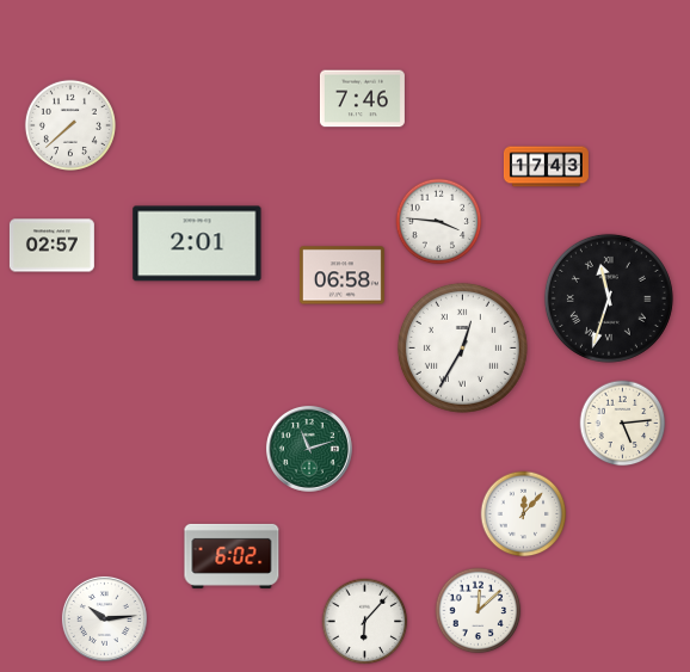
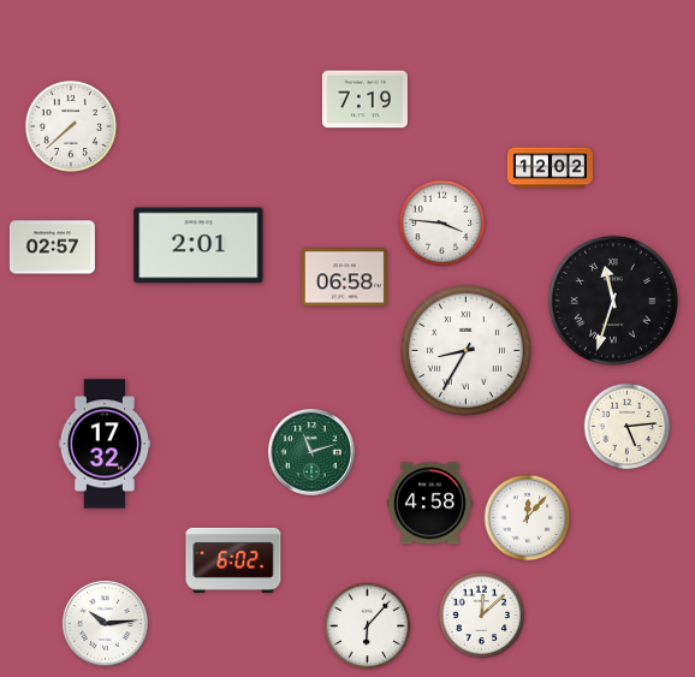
clock at (362, 99): 7:46 -> 7:19
clock at (546, 167): 17:43 -> 12:02
clock at (462, 347): 12:35 -> 8:35
clock at (105, 444): none -> 17:32
clock at (429, 504): none -> 4:58
